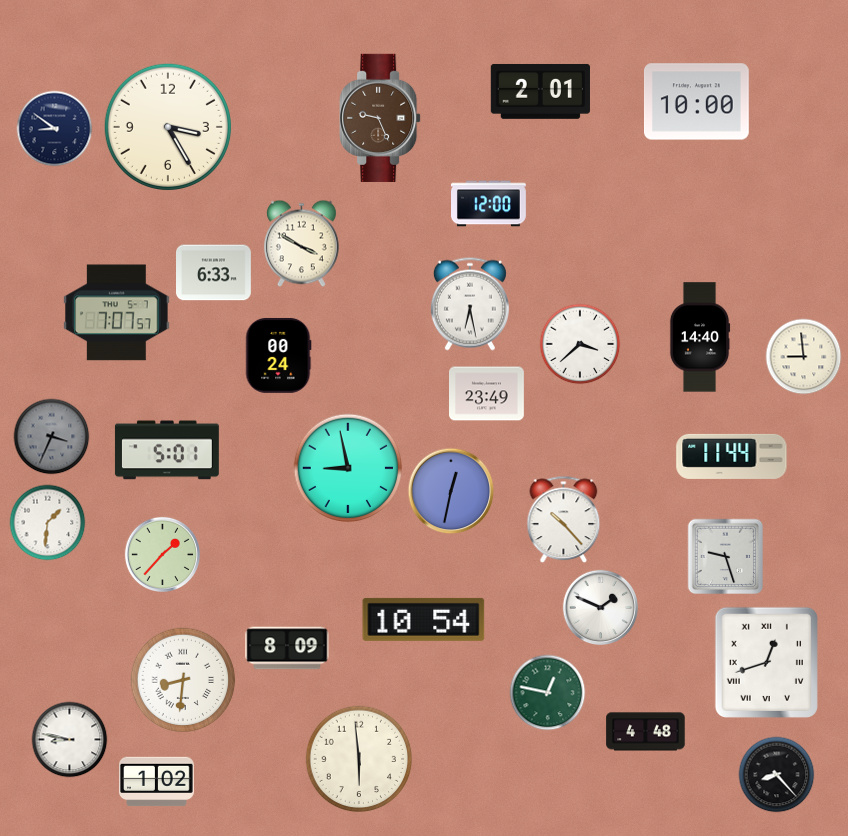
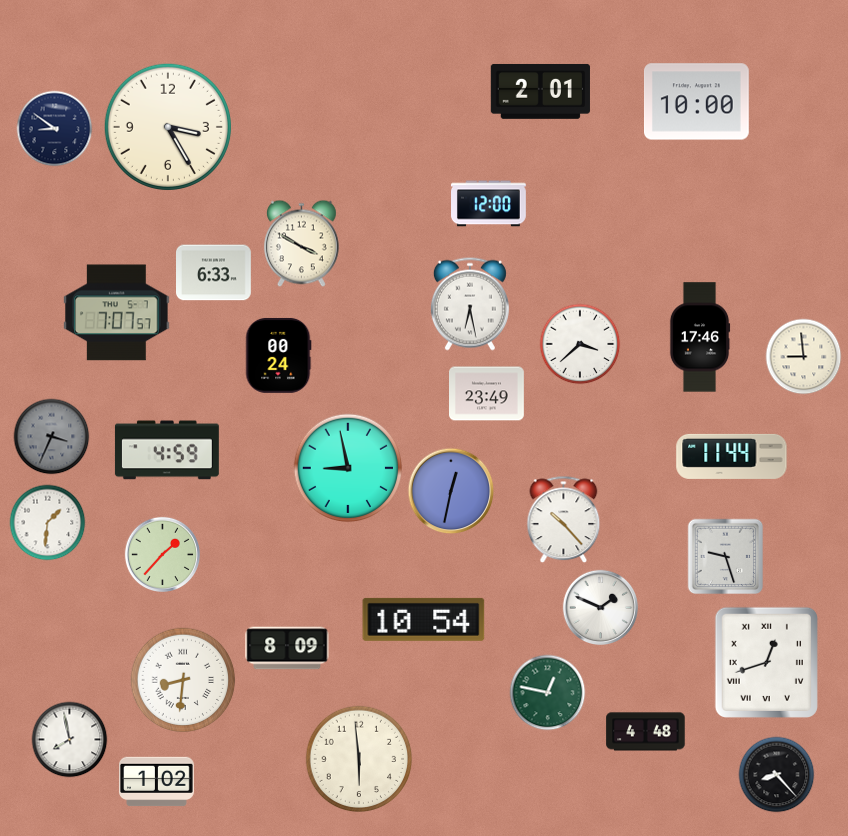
clock at (380, 118): 9:26 -> none
clock at (700, 337): 14:40 -> 17:46
clock at (167, 450): 5:01 -> 4:59
clock at (70, 740): 8:47 -> 7:58
